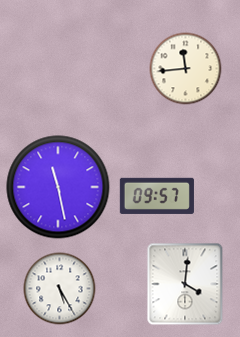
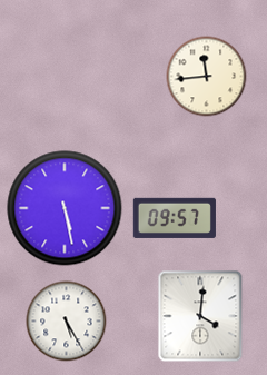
clock at (58, 187): 11:28 -> 5:28
clock at (185, 284) position: (185, 284) -> (200, 316)
